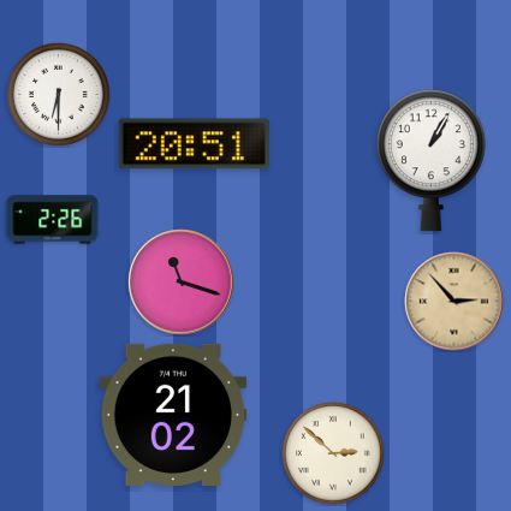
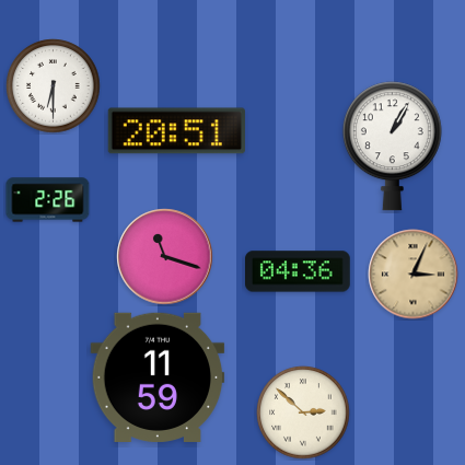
clock at (299, 271): none -> 04:36
clock at (454, 302): 2:53 -> 3:04
clock at (173, 415): 21:02 -> 11:59
